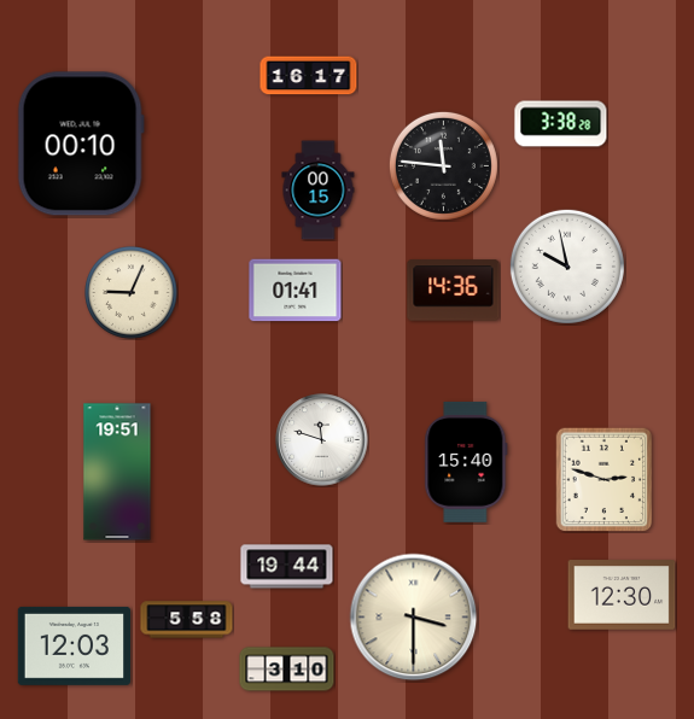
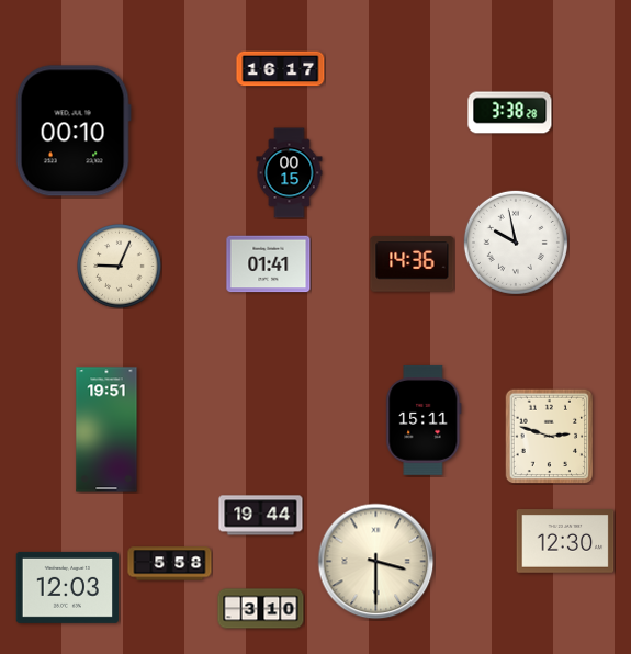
clock at (443, 165): 11:46 -> none
clock at (322, 440): 11:48 -> none
clock at (466, 462): 15:40 -> 15:11
